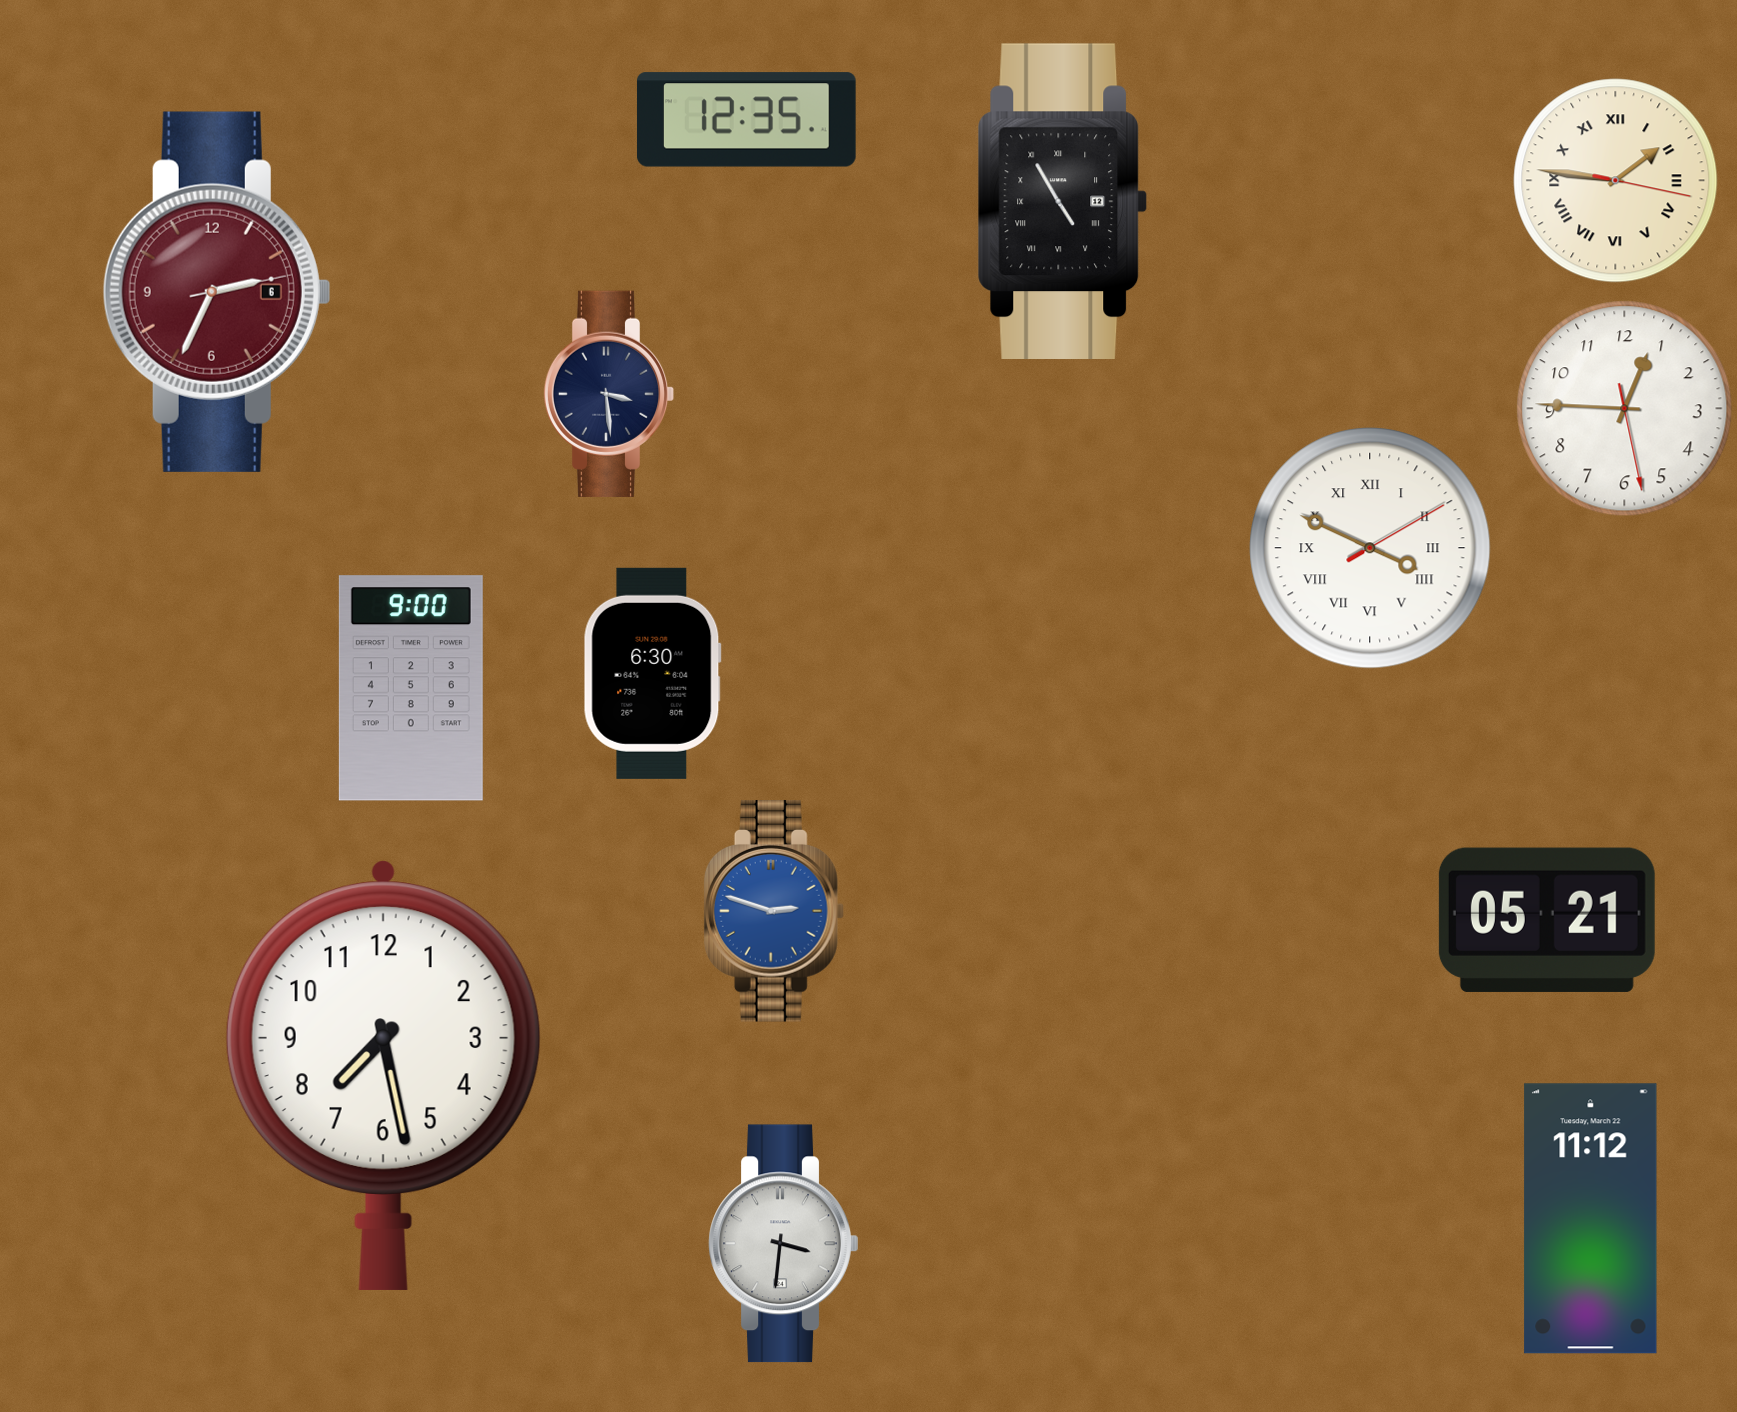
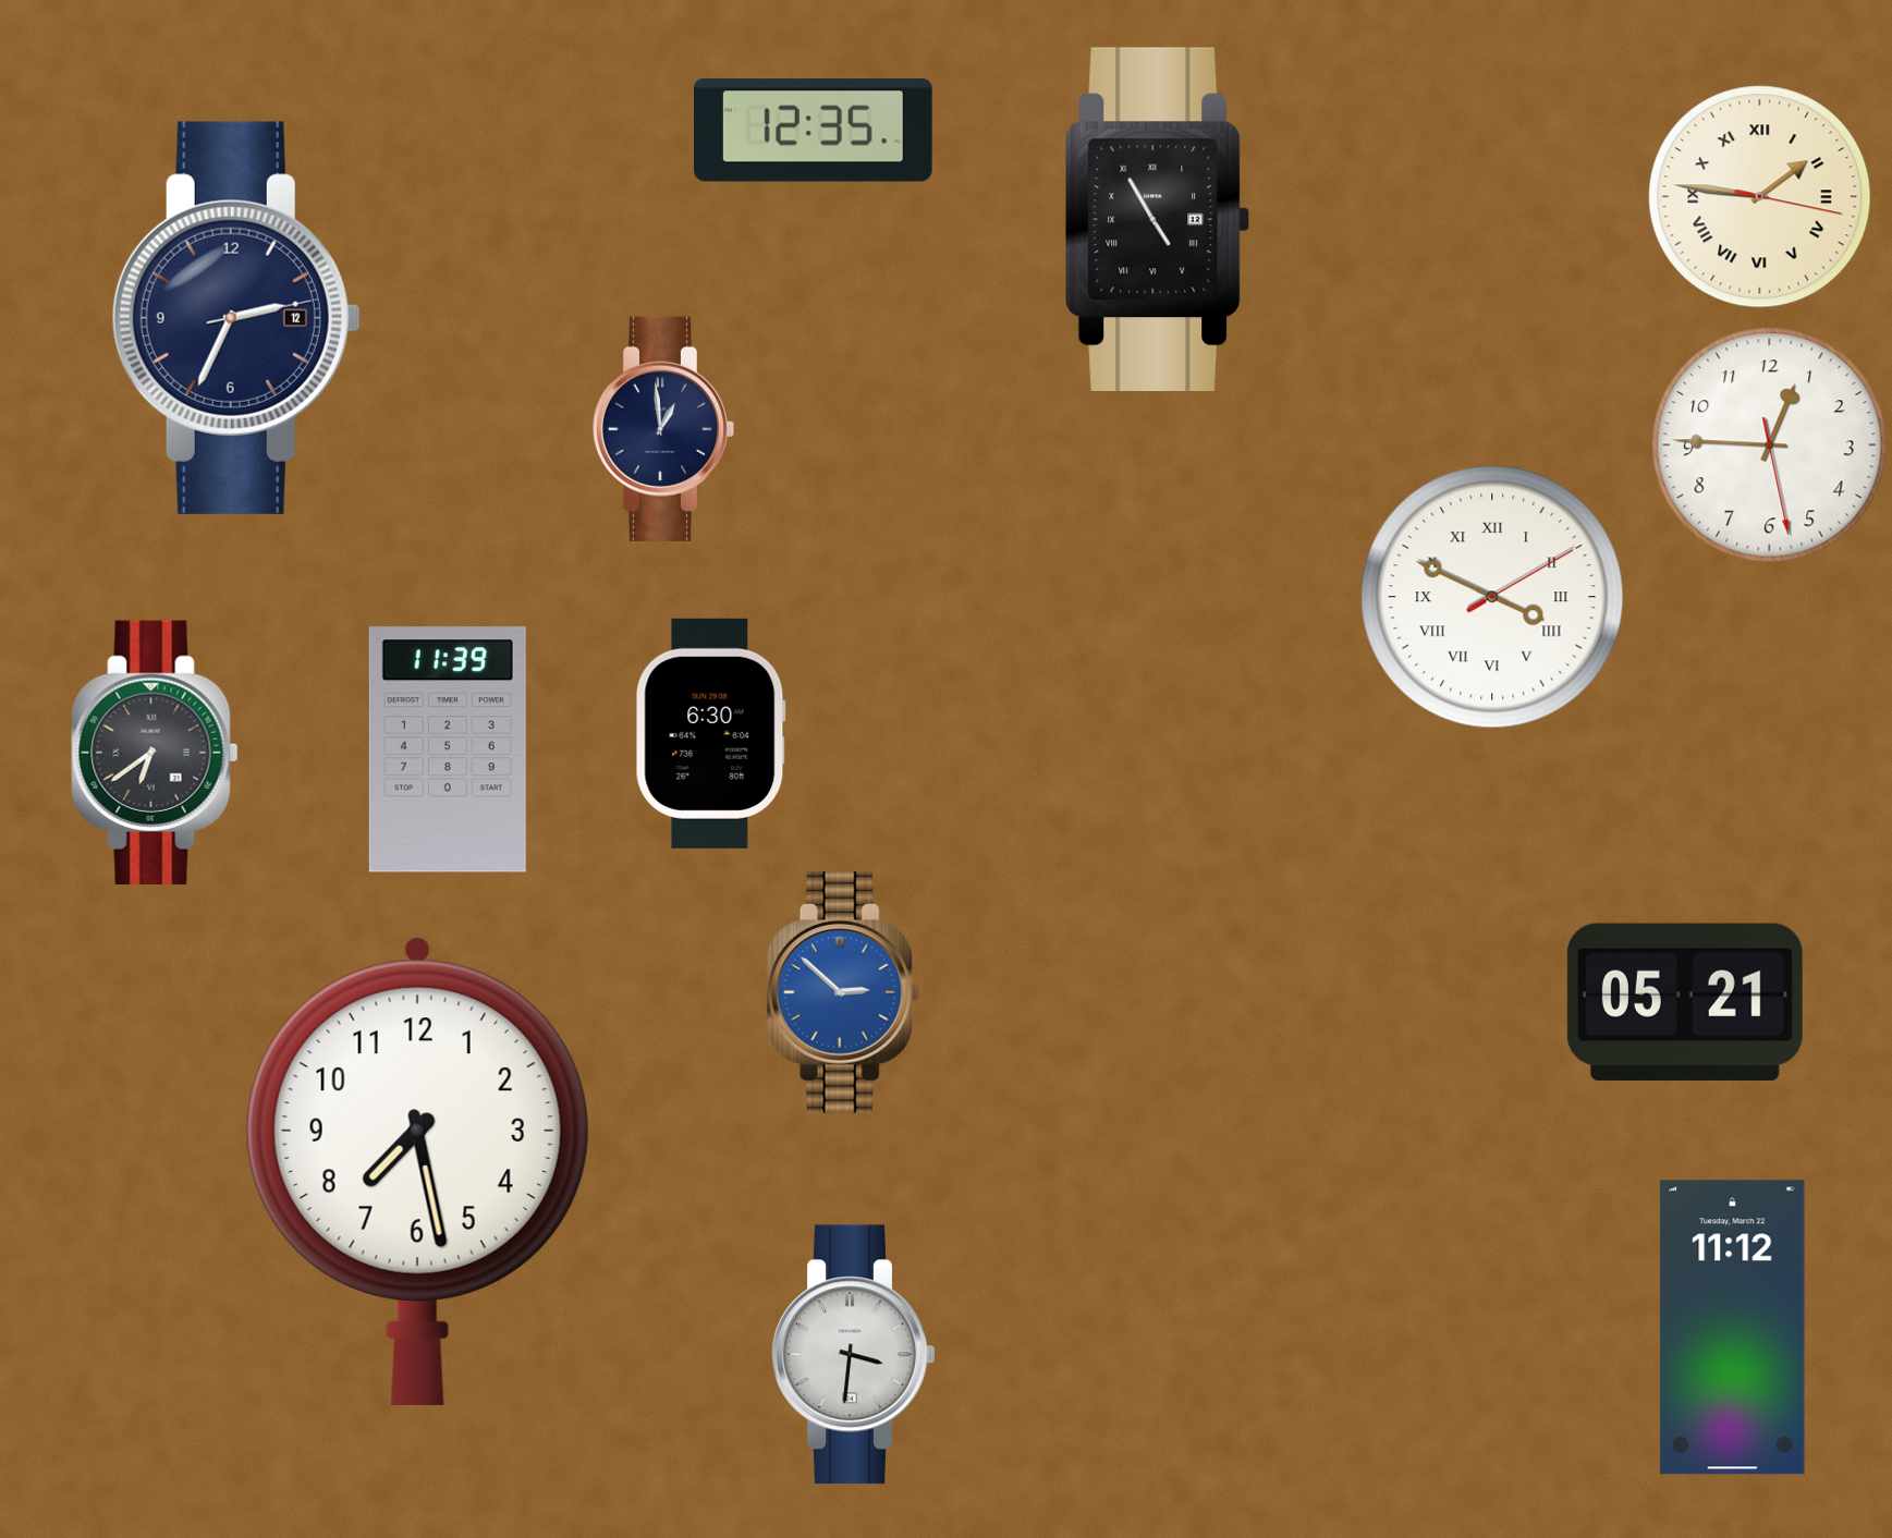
clock at (217, 292) date: 6 -> 12
clock at (217, 292) dial: burgundy -> navy
clock at (609, 394): 3:29 -> 12:59
clock at (411, 688): 9:00 -> 11:39
clock at (155, 753): none -> 6:39
clock at (774, 911): 2:48 -> 2:52
